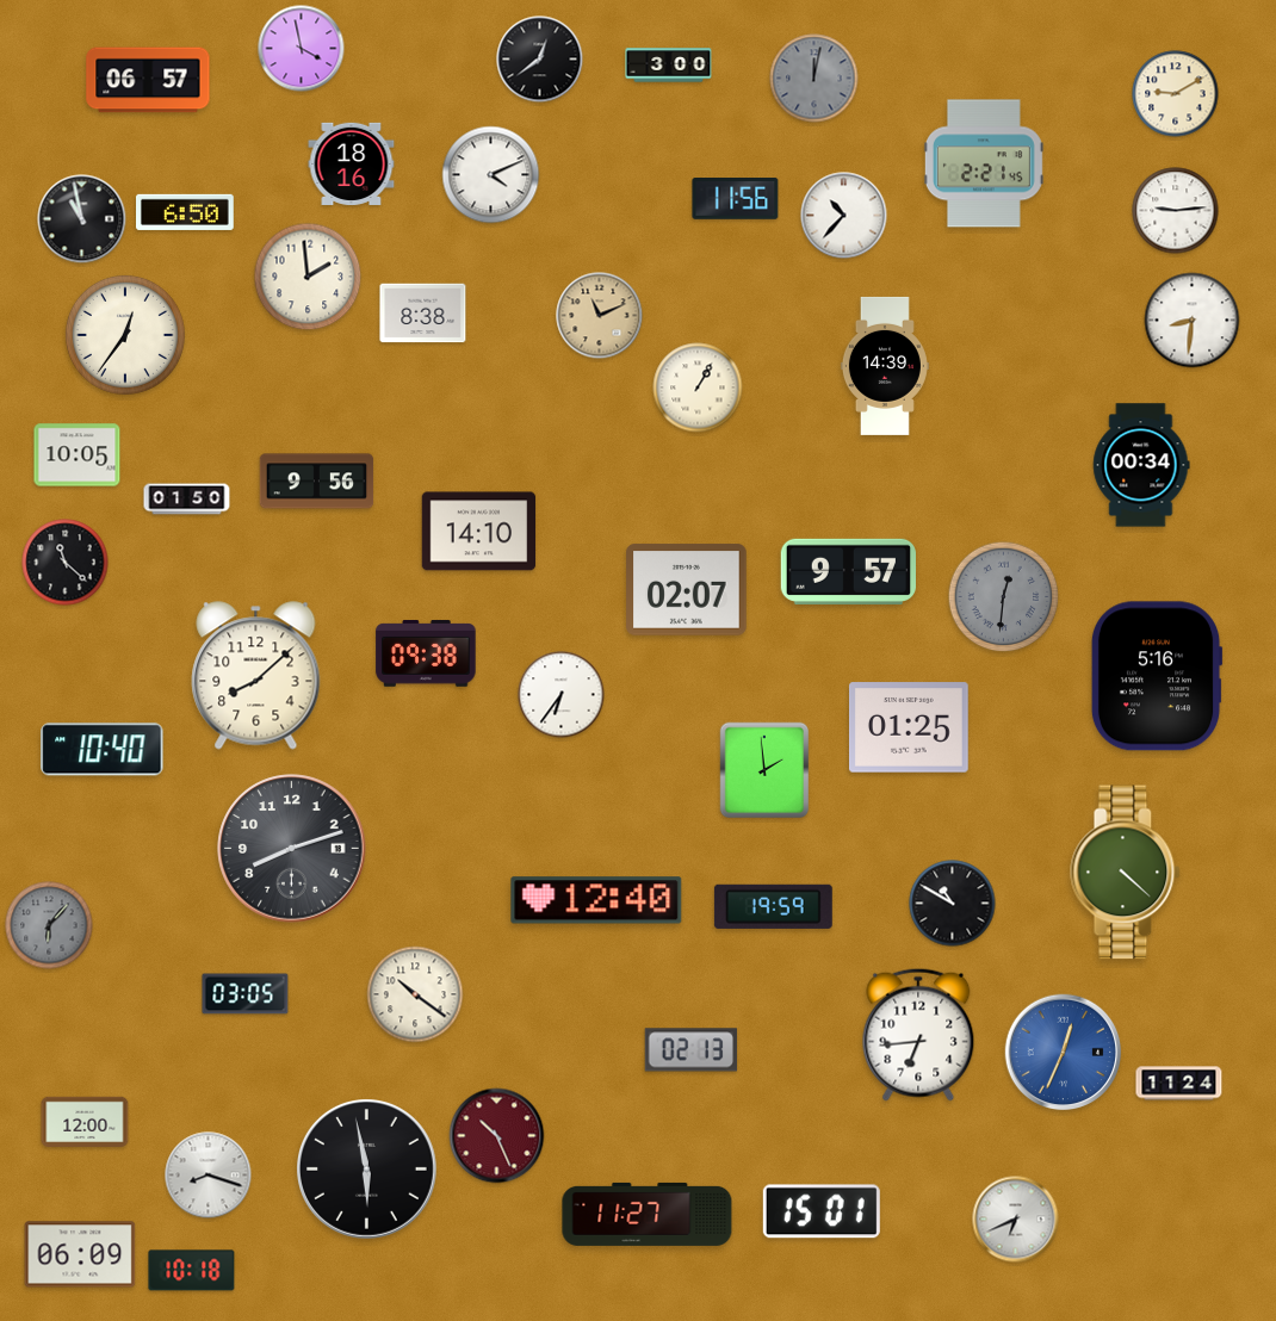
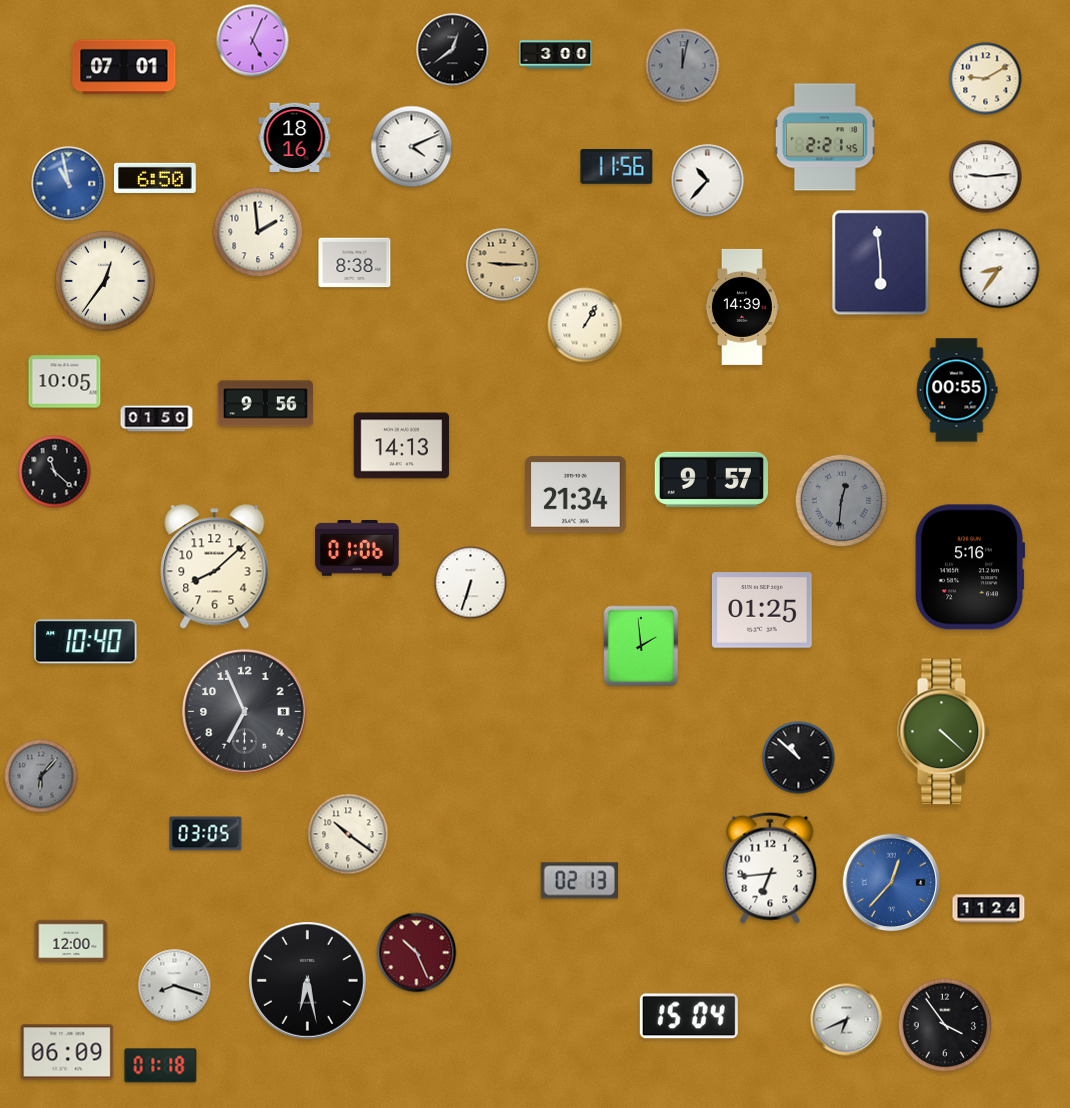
clock at (302, 49): 3:58 -> 5:04
clock at (669, 66) position: (669, 66) -> (556, 55)
clock at (148, 80): 06:57 -> 07:01
clock at (82, 219) dial: black -> blue
clock at (881, 263): none -> 5:59
clock at (600, 316): 11:11 -> 9:15
clock at (1193, 321): 8:31 -> 8:36
clock at (1141, 465): 00:34 -> 00:55
clock at (479, 532): 14:10 -> 14:13
clock at (687, 590): 02:07 -> 21:34
clock at (426, 655): 09:38 -> 01:06
clock at (562, 695): 6:36 -> 6:33
clock at (103, 750) position: (103, 750) -> (86, 642)
clock at (292, 849): 8:12 -> 6:56
clock at (596, 900): 12:40 -> none
clock at (953, 904): 10:50 -> 10:52
clock at (773, 906): 19:59 -> none
clock at (1064, 1053): 12:34 -> 12:37
clock at (367, 1170): 5:58 -> 6:28
clock at (822, 1211): 15:01 -> 15:04
clock at (648, 1214): 11:27 -> none
clock at (1016, 1220) position: (1016, 1220) -> (847, 1020)
clock at (945, 1025): none -> 3:54
clock at (192, 1271): 10:18 -> 01:18
